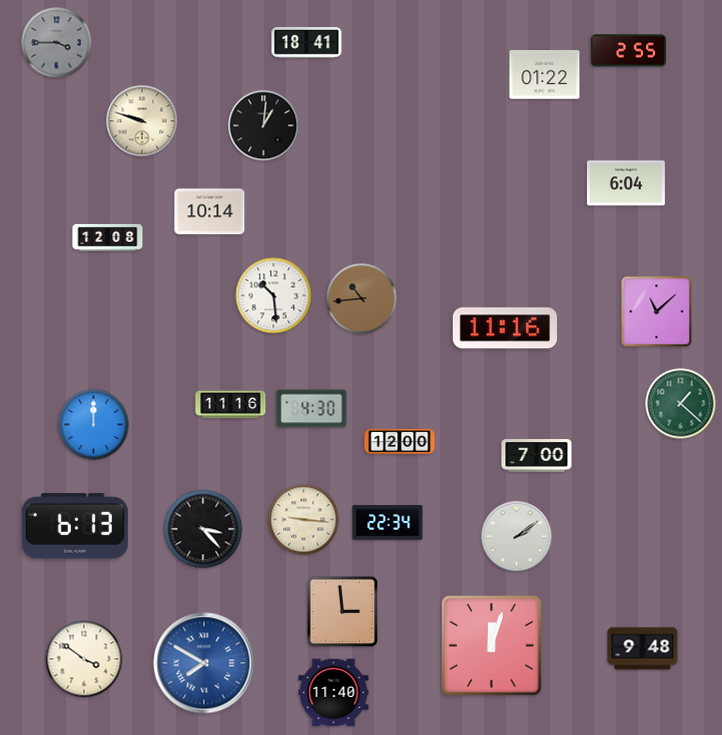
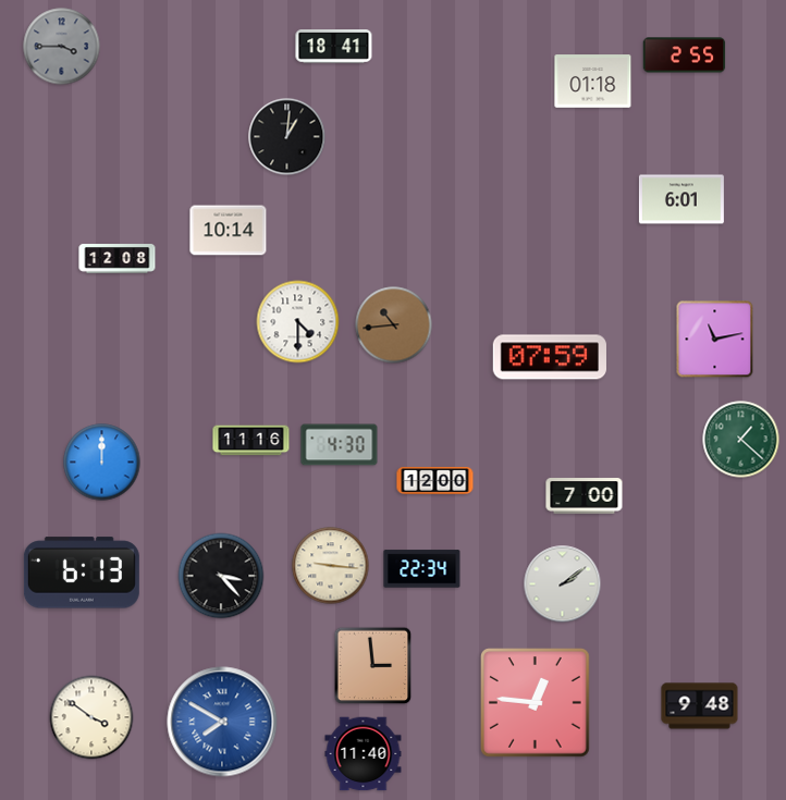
clock at (545, 75): 01:22 -> 01:18
clock at (142, 121): 9:48 -> none
clock at (626, 183): 6:04 -> 6:01
clock at (274, 296): 10:29 -> 4:30
clock at (657, 312): 11:08 -> 11:13
clock at (505, 328): 11:16 -> 07:59
clock at (492, 646): 12:03 -> 12:46
